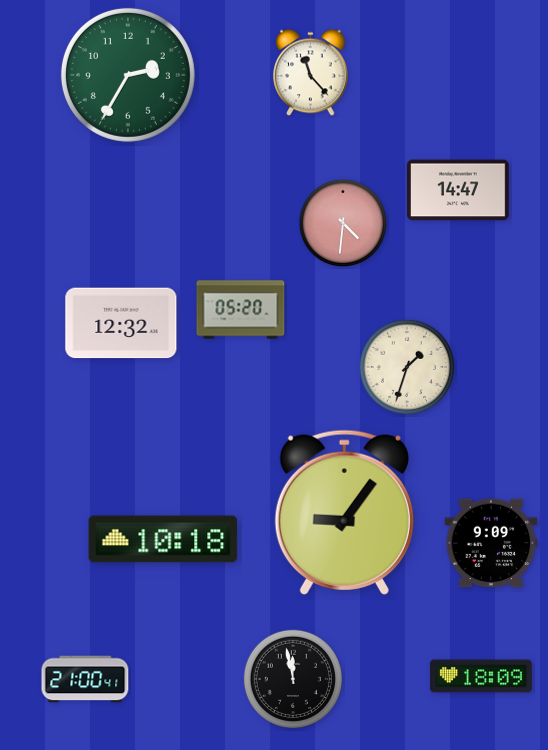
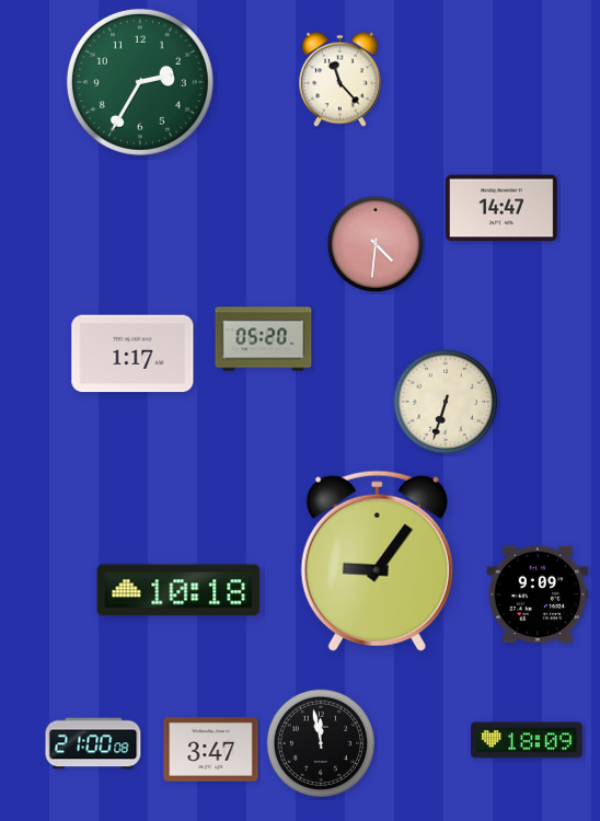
clock at (121, 323): 12:32 -> 1:17
clock at (406, 366): 1:33 -> 6:33
clock at (85, 679): 21:00:41 -> 21:00:08
clock at (211, 750): none -> 3:47
